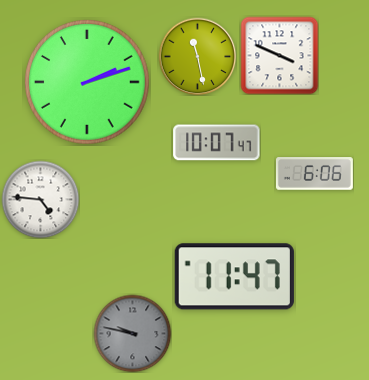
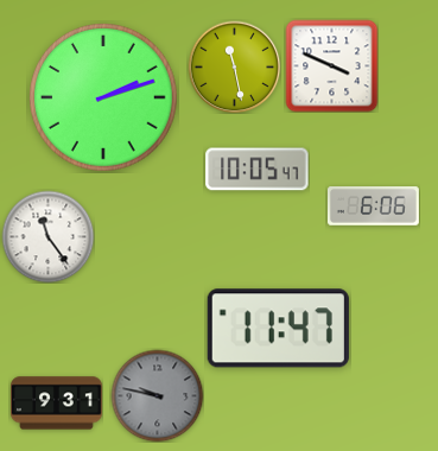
clock at (217, 143): 10:07 -> 10:05
clock at (40, 199): 4:46 -> 11:24
clock at (56, 404): none -> 9:31
